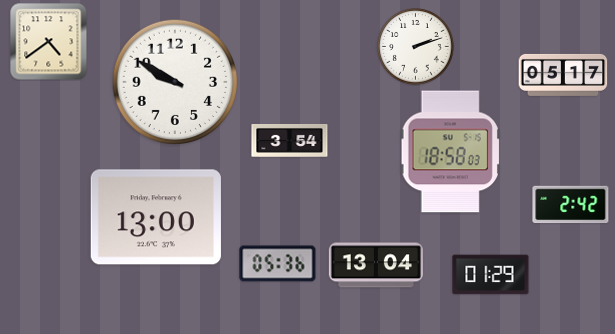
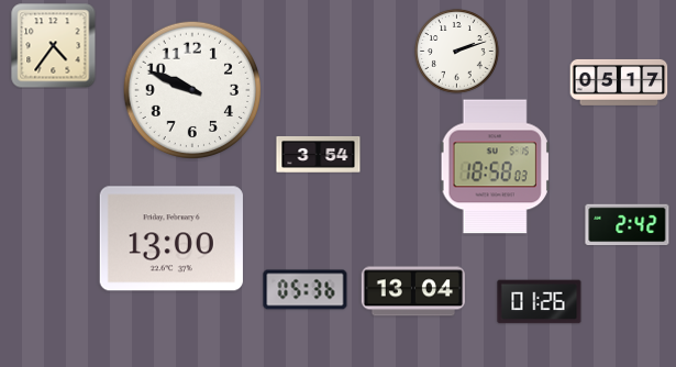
clock at (49, 42): 4:39 -> 4:36
clock at (174, 81): 9:50 -> 9:49
clock at (491, 275): 01:29 -> 01:26
